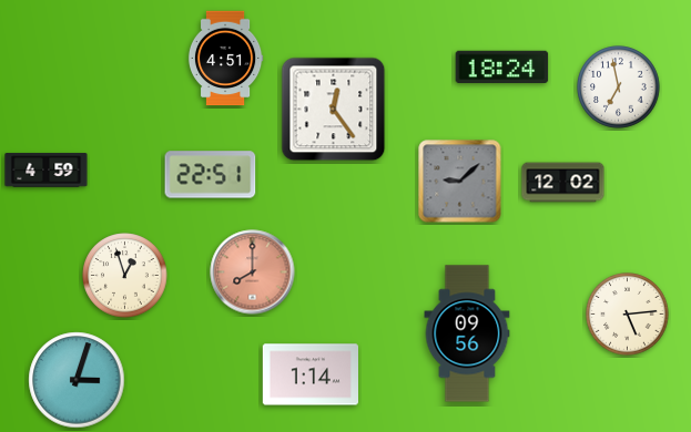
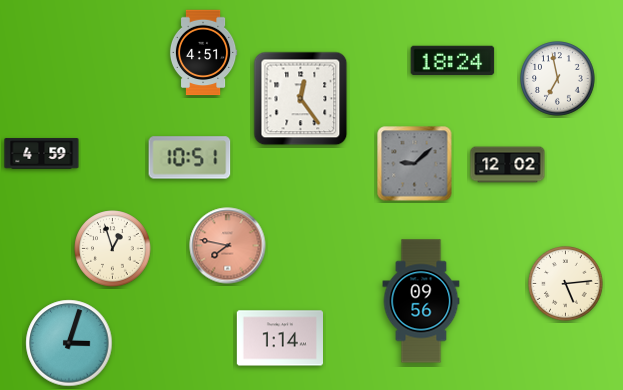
clock at (211, 175): 22:51 -> 10:51
clock at (253, 272): 8:00 -> 7:47
